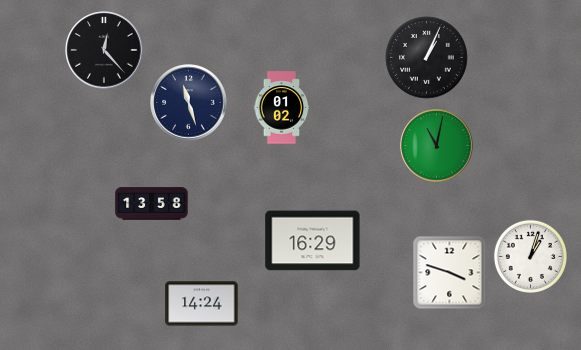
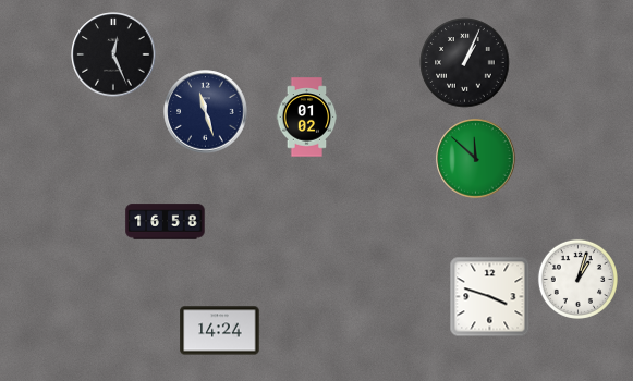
clock at (104, 50): 12:23 -> 12:26
clock at (437, 146): 11:02 -> 11:52
clock at (152, 204): 13:58 -> 16:58
clock at (313, 241): 16:29 -> none
